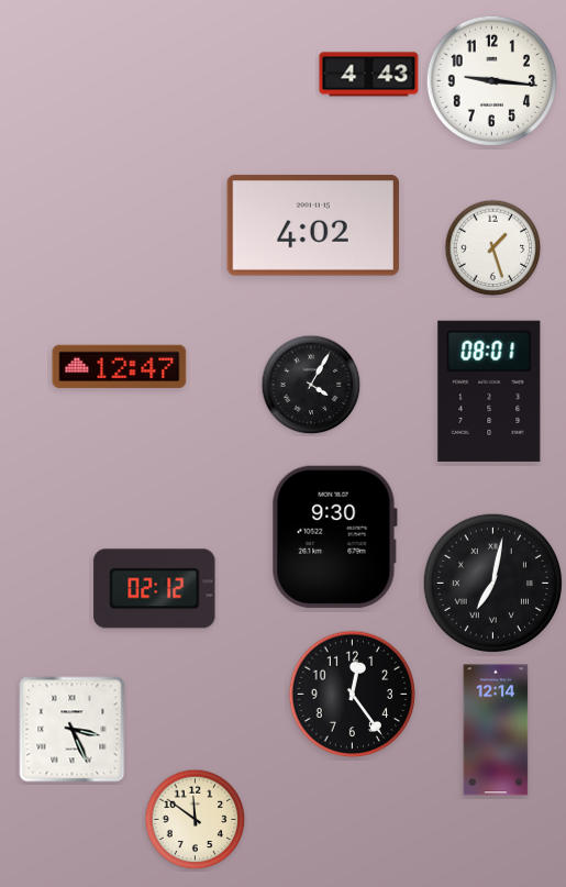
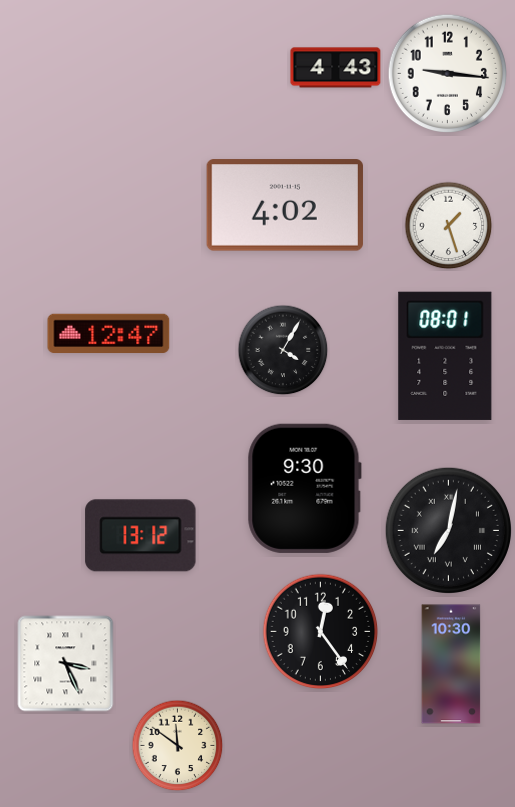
clock at (155, 589): 02:12 -> 13:12
clock at (496, 730): 12:14 -> 10:30
